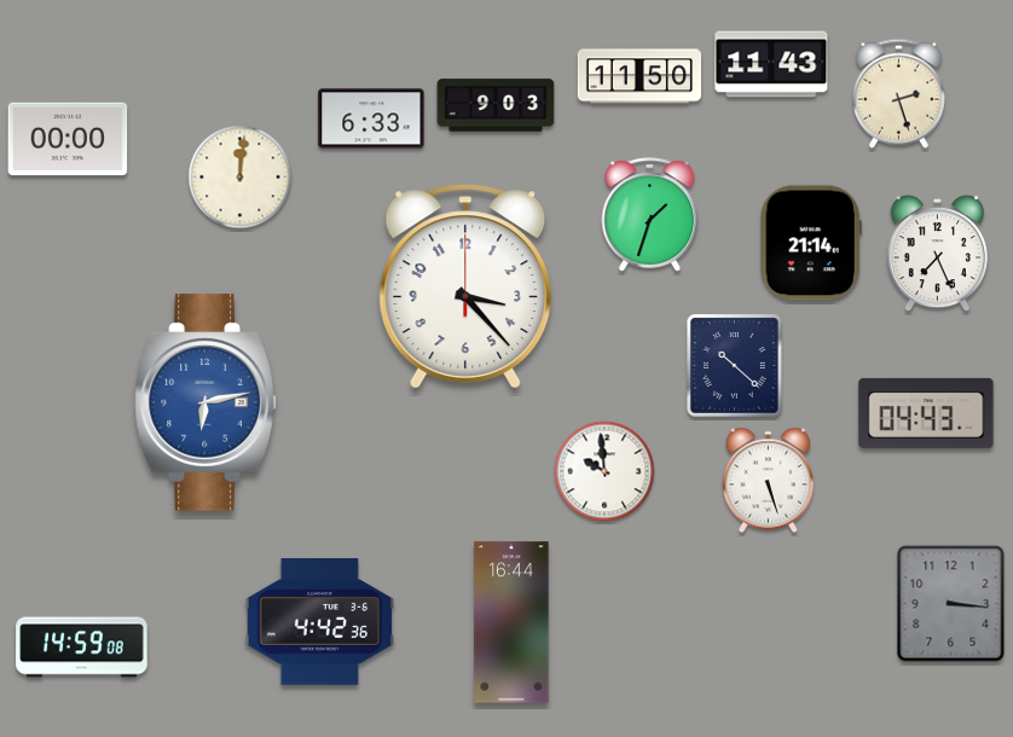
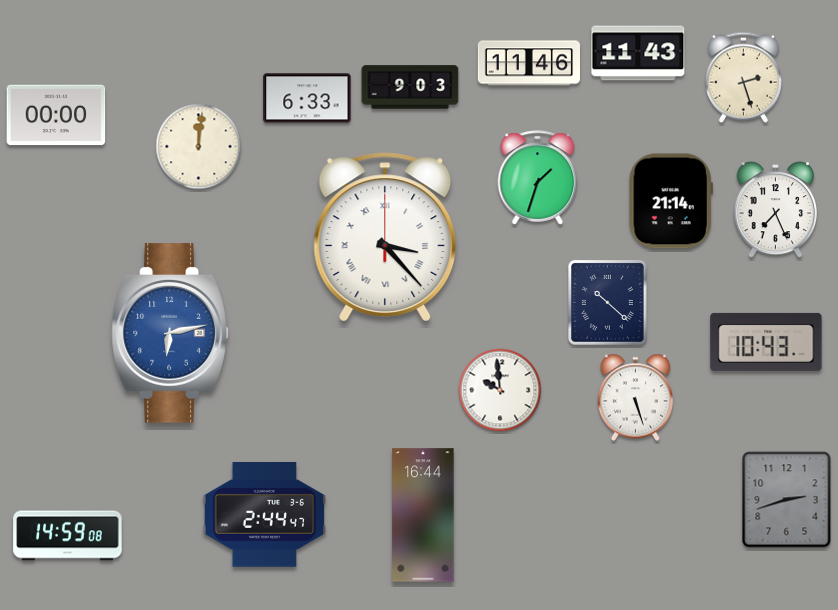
clock at (638, 76): 11:50 -> 11:46
clock at (465, 286) numerals: Arabic -> Roman
clock at (926, 413): 04:43 -> 10:43
clock at (951, 604): 3:16 -> 2:42
clock at (320, 622): 4:42 -> 2:44
